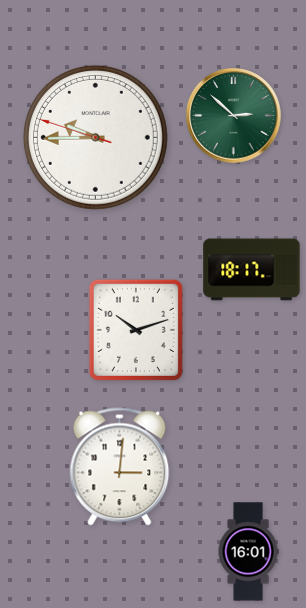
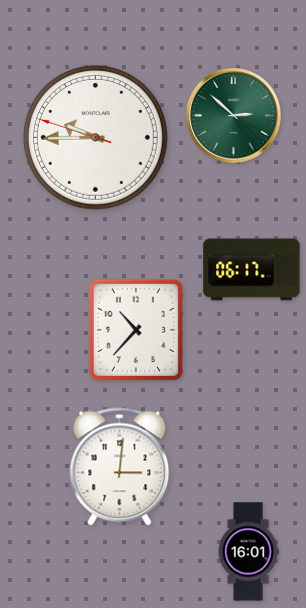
clock at (252, 270): 18:17 -> 06:17
clock at (136, 330): 10:12 -> 10:37
